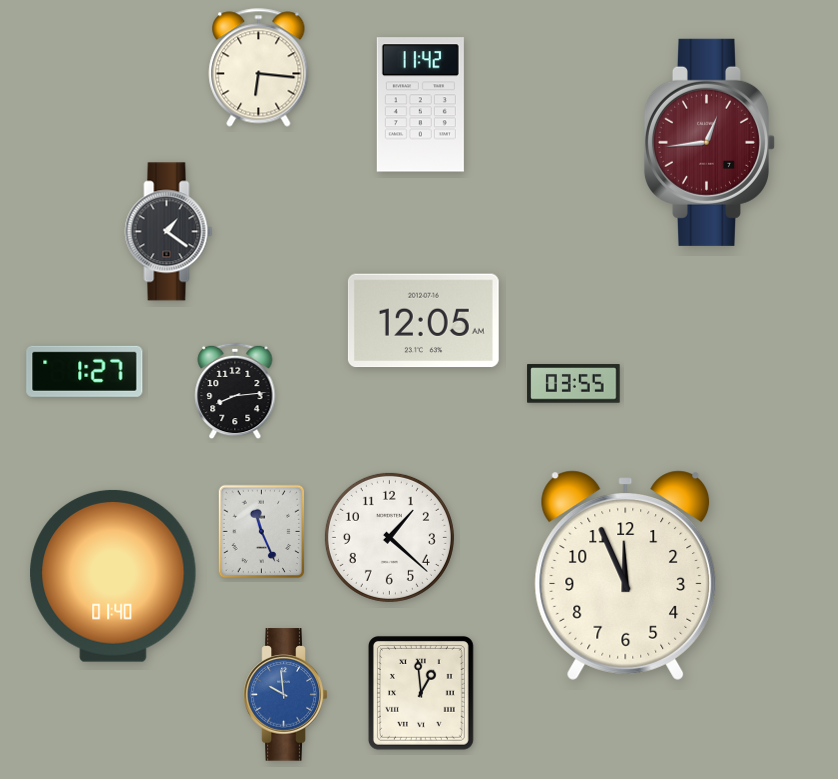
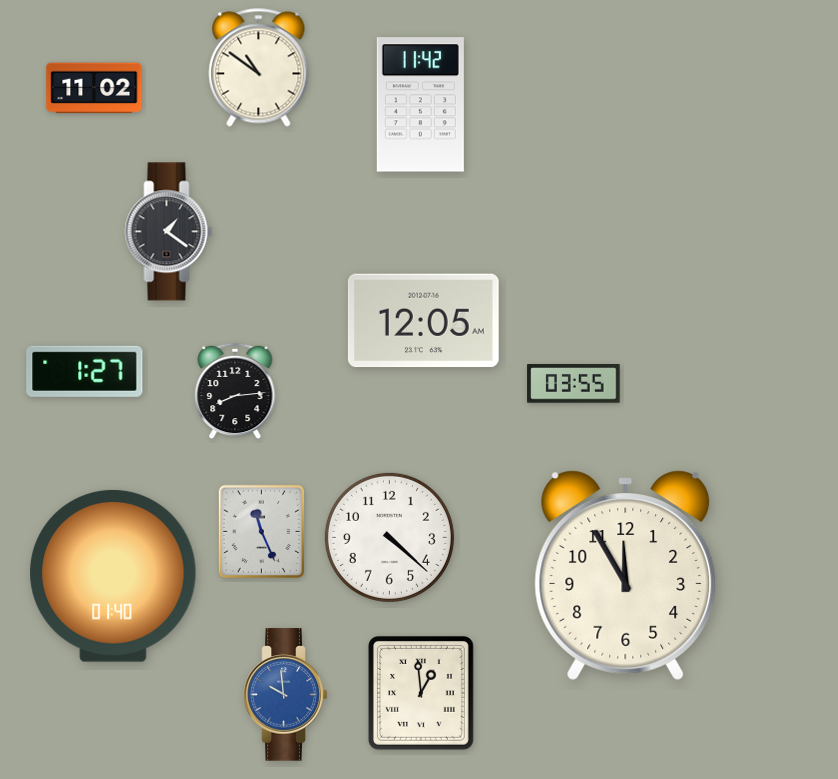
clock at (259, 68): 6:16 -> 10:51
clock at (94, 88): none -> 11:02
clock at (709, 142): 12:44 -> none
clock at (389, 537): 1:22 -> 4:22
clock at (626, 575): 11:56 -> 11:55
